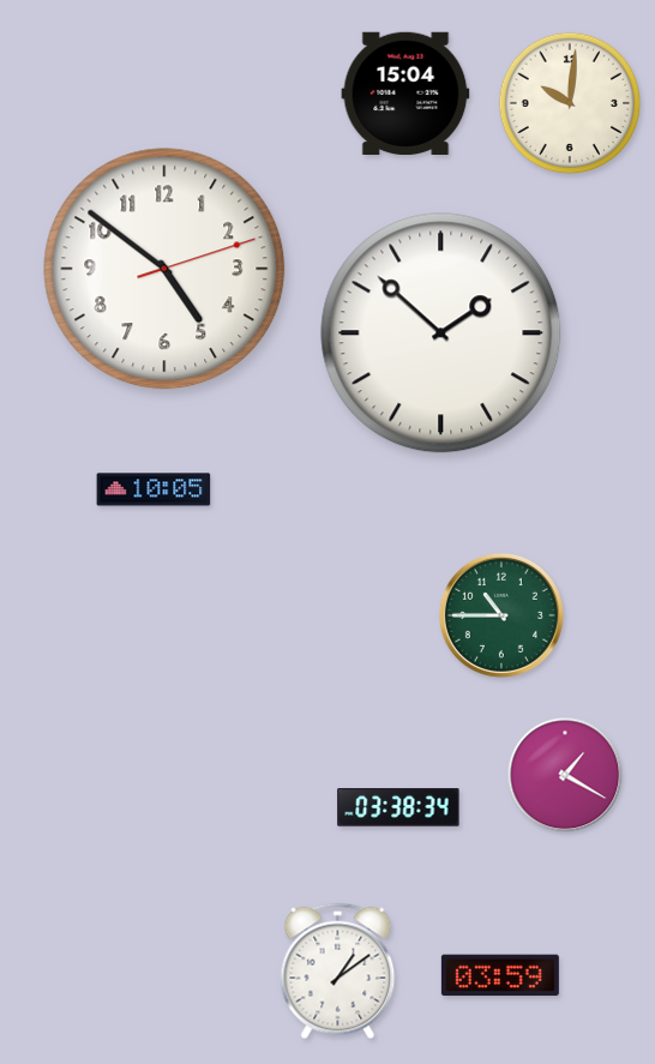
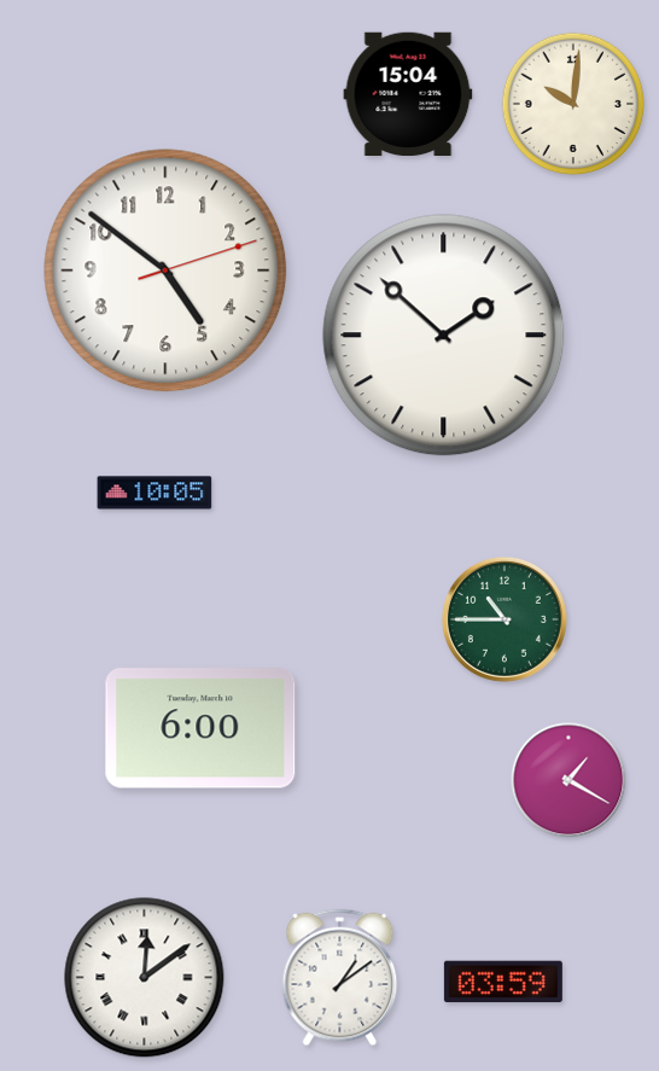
clock at (200, 728): none -> 6:00
clock at (398, 807): 03:38 -> none
clock at (145, 978): none -> 12:09
